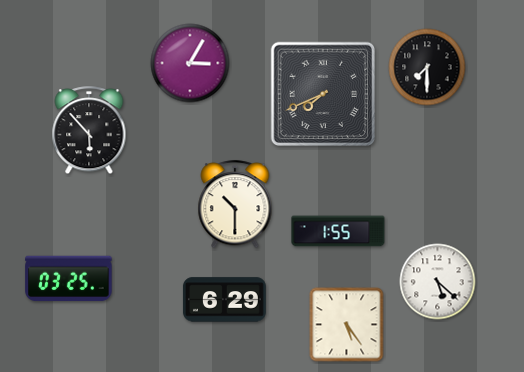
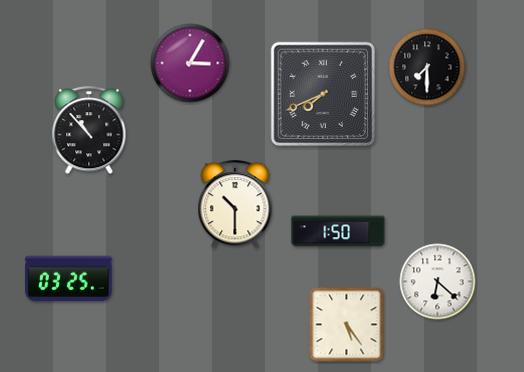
clock at (89, 131): 5:53 -> 10:53
clock at (338, 231): 1:55 -> 1:50
clock at (438, 282): 5:22 -> 6:22
clock at (224, 300): 6:29 -> none
